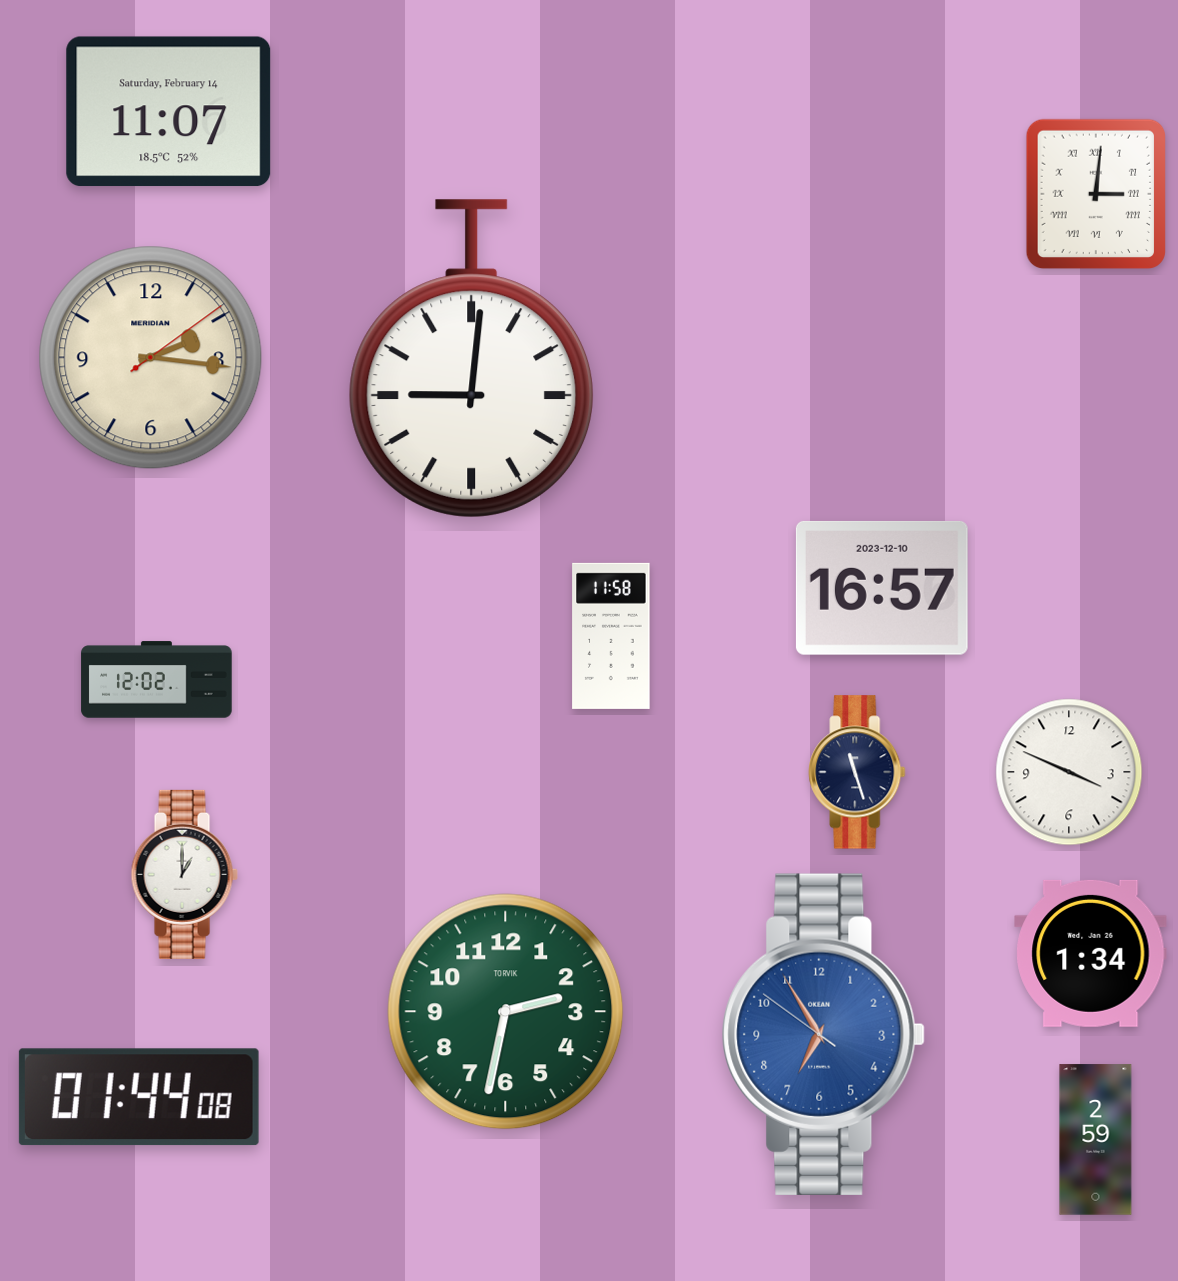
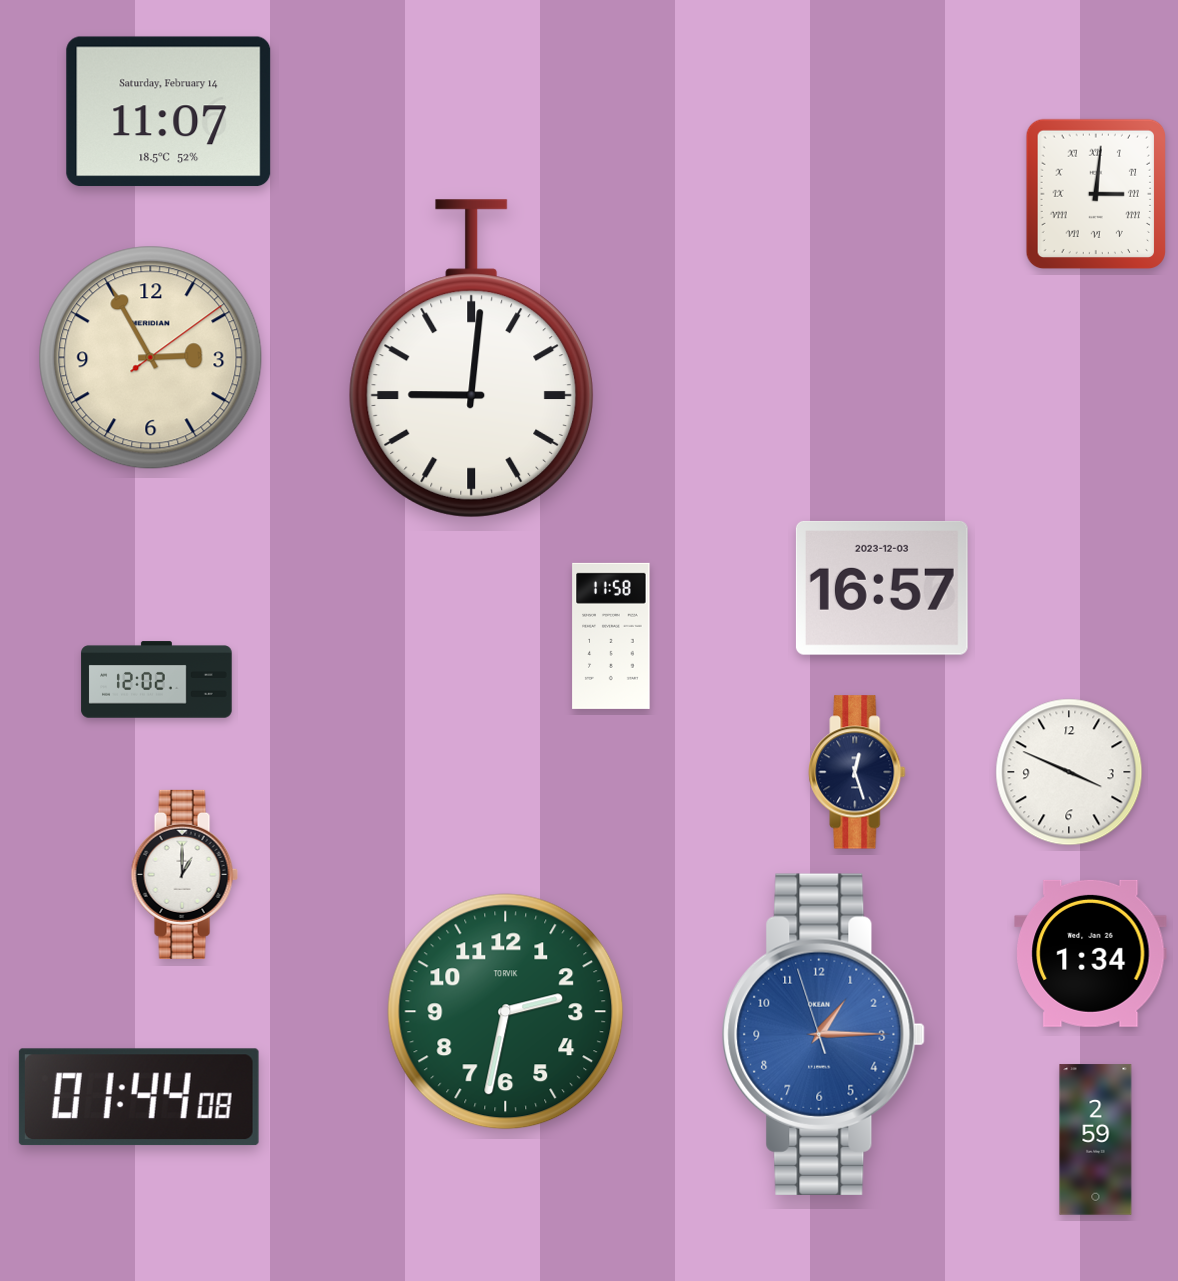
clock at (151, 358): 2:16 -> 2:55
clock at (882, 588) date: 2023-12-10 -> 2023-12-03
clock at (857, 772): 11:27 -> 12:27
clock at (823, 1034): 6:54 -> 1:14
